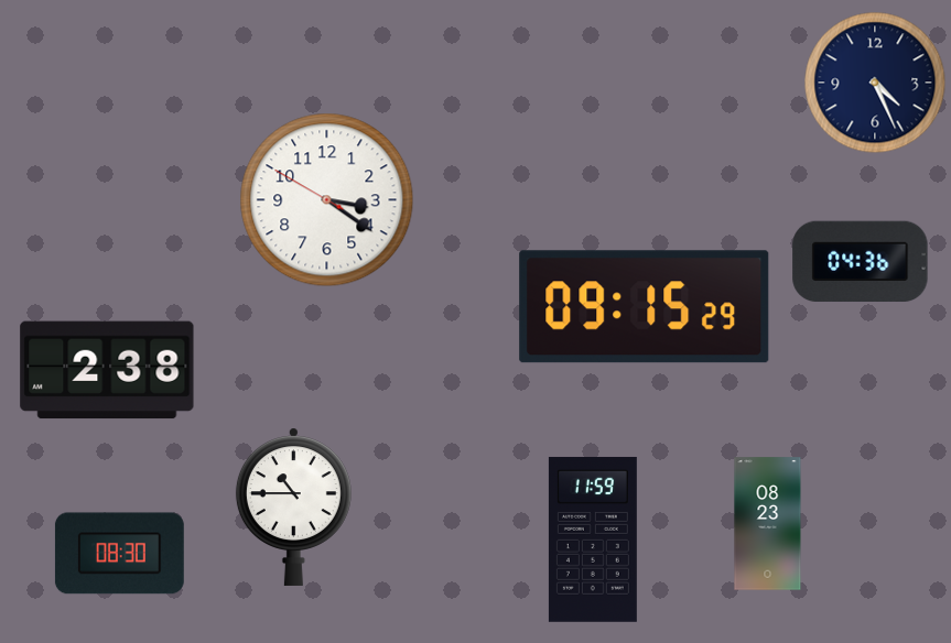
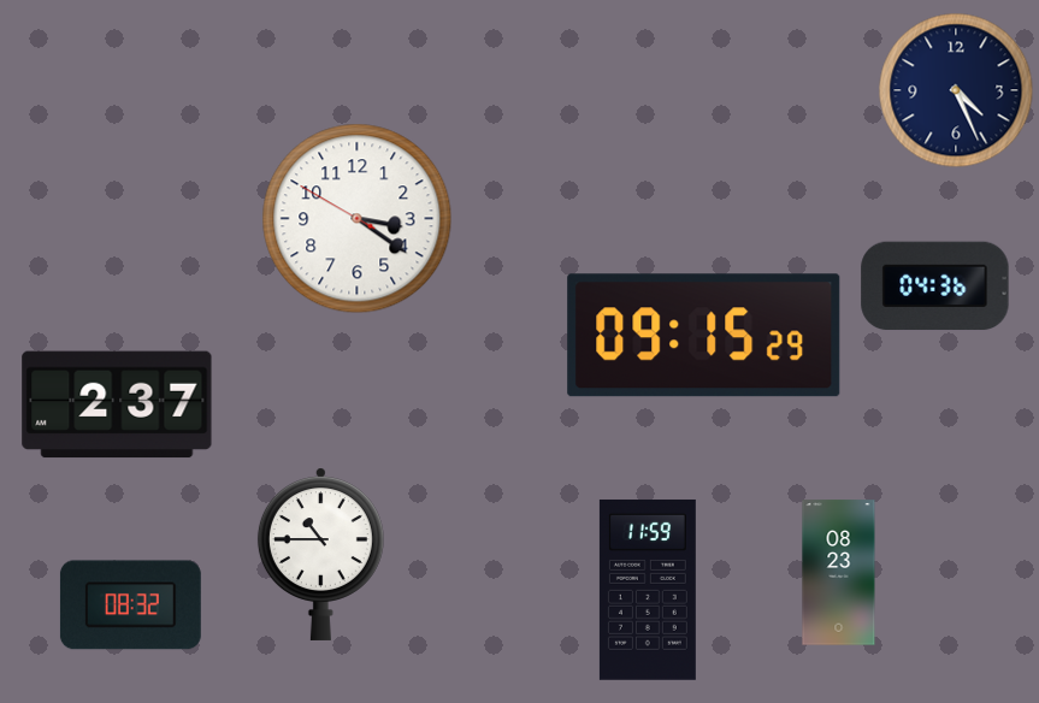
clock at (861, 262) position: (861, 262) -> (935, 286)
clock at (107, 370): 2:38 -> 2:37
clock at (119, 554): 08:30 -> 08:32
